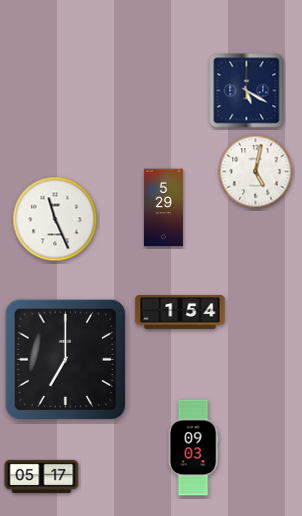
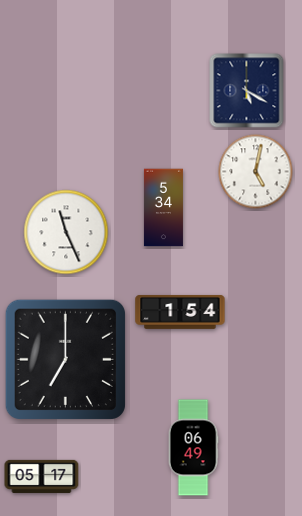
clock at (163, 208): 5:29 -> 5:34
clock at (55, 219) position: (55, 219) -> (66, 232)
clock at (193, 448): 09:03 -> 06:49
